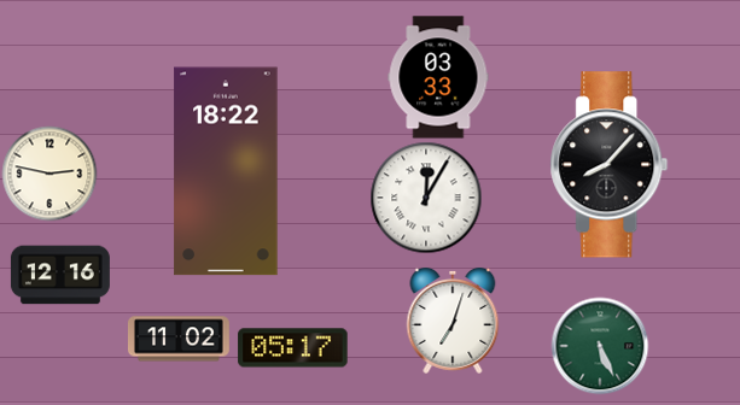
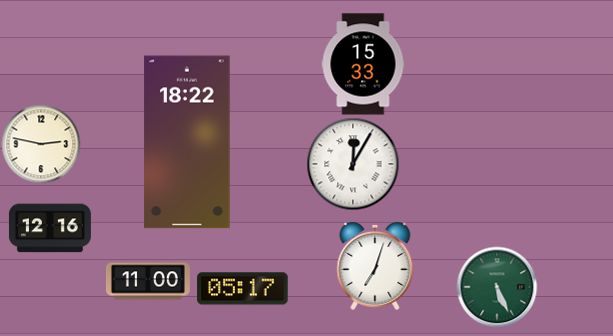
clock at (438, 77): 03:33 -> 15:33
clock at (610, 165): 8:07 -> none
clock at (179, 339): 11:02 -> 11:00
